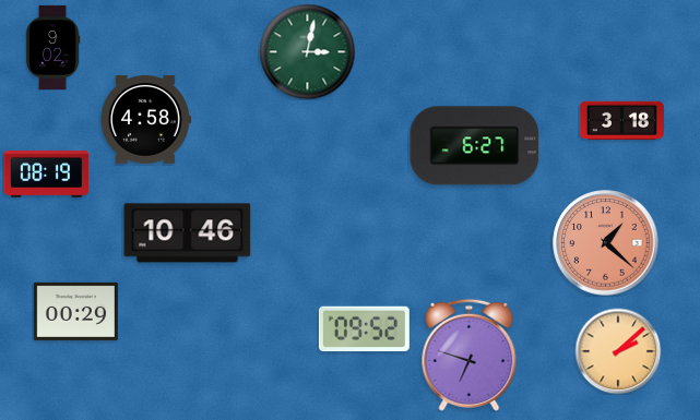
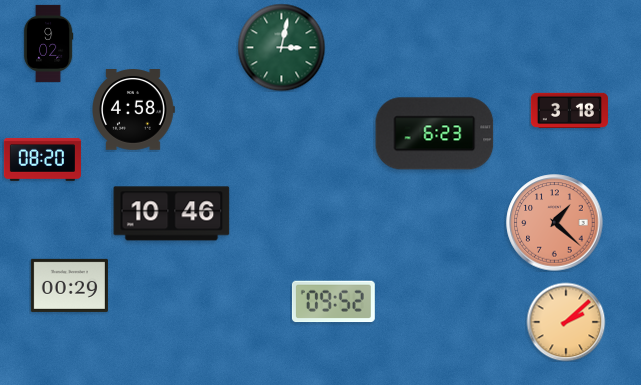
clock at (475, 146): 6:27 -> 6:23
clock at (46, 173): 08:19 -> 08:20
clock at (470, 355): 6:48 -> none
